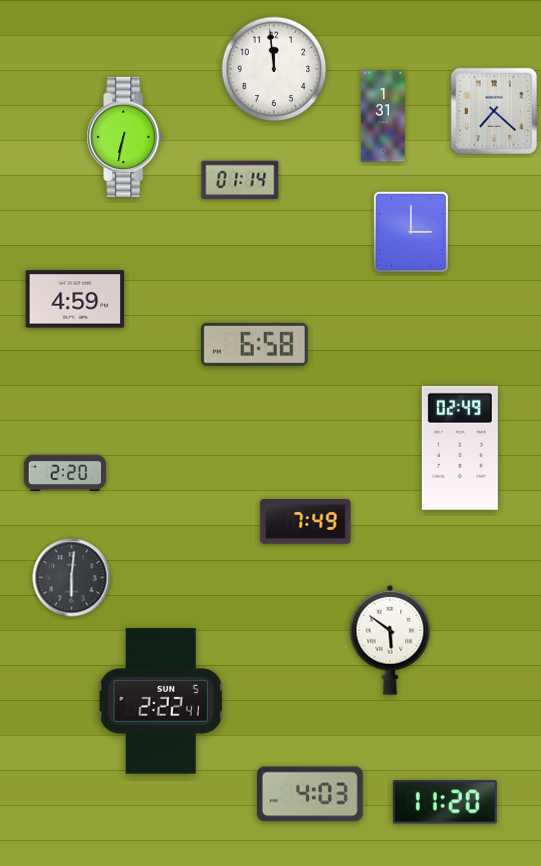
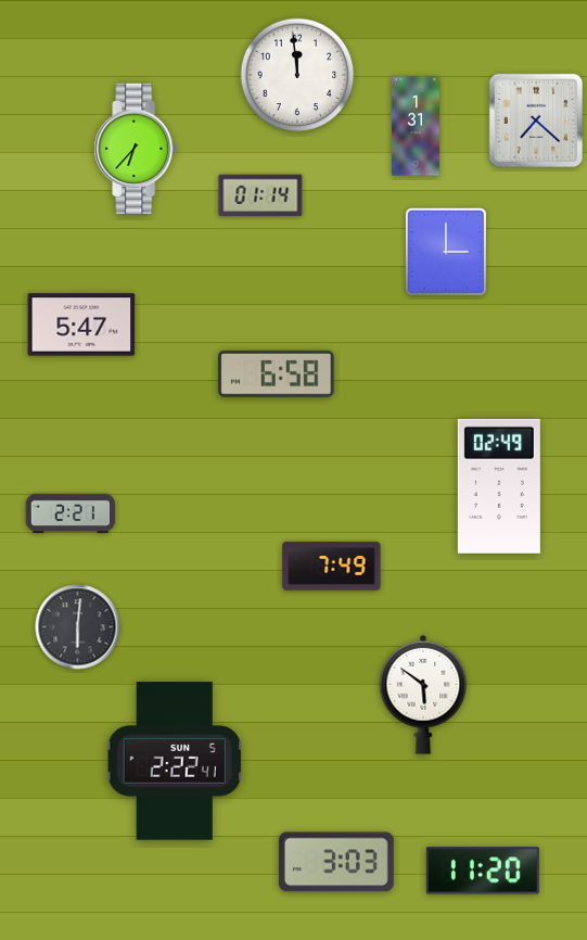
clock at (125, 136): 6:32 -> 6:37
clock at (75, 299): 4:59 -> 5:47
clock at (65, 473): 2:20 -> 2:21
clock at (310, 794): 4:03 -> 3:03
